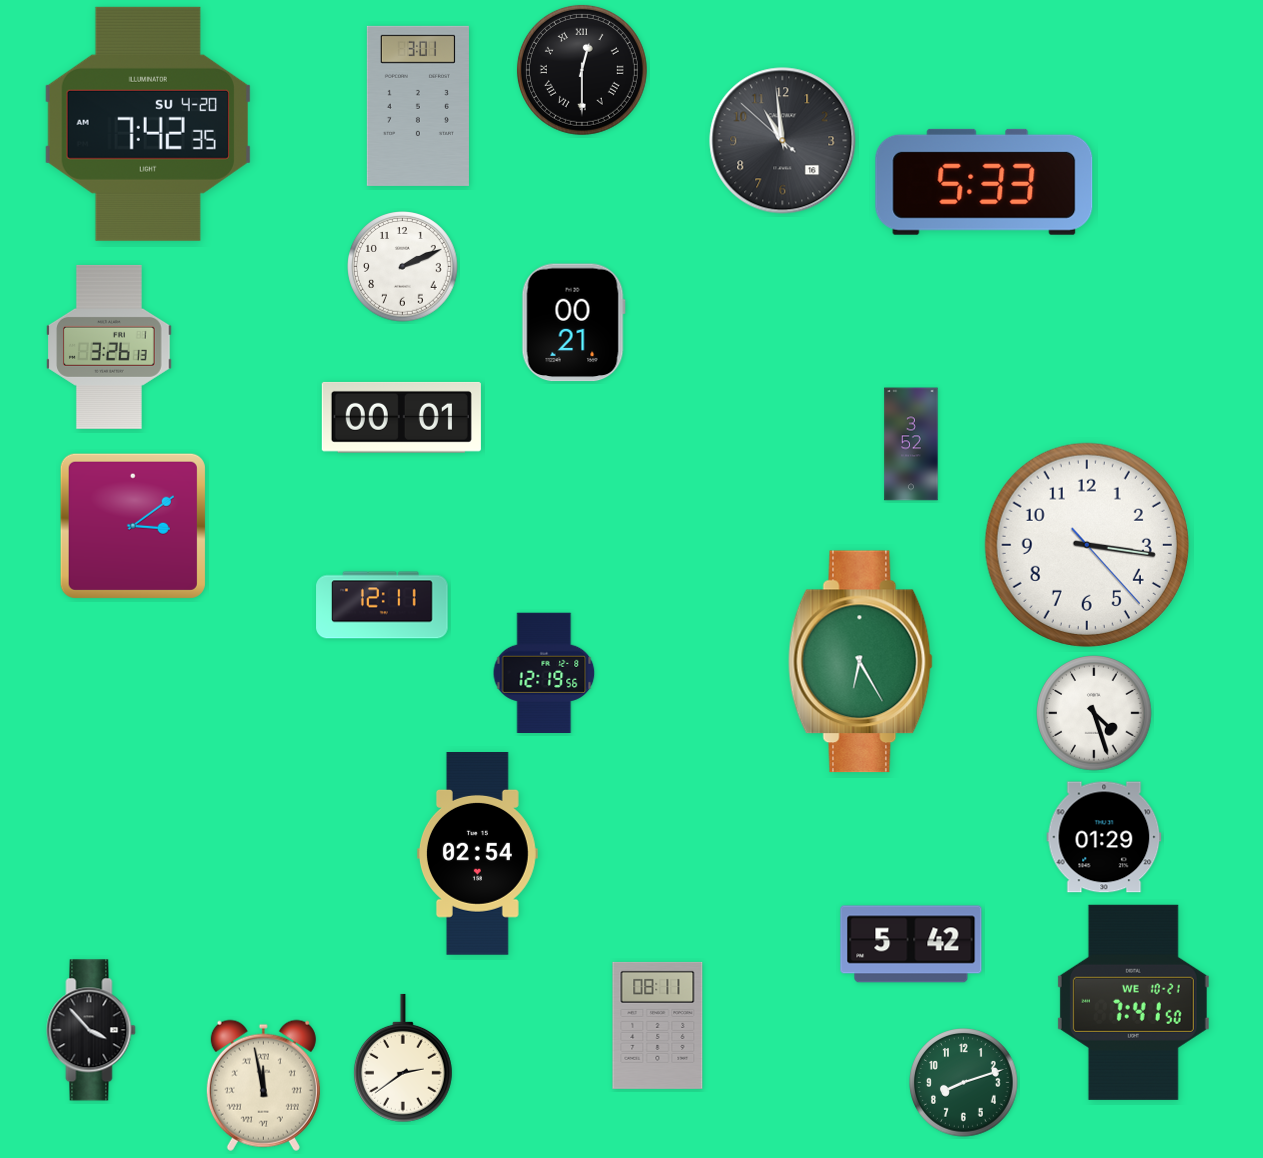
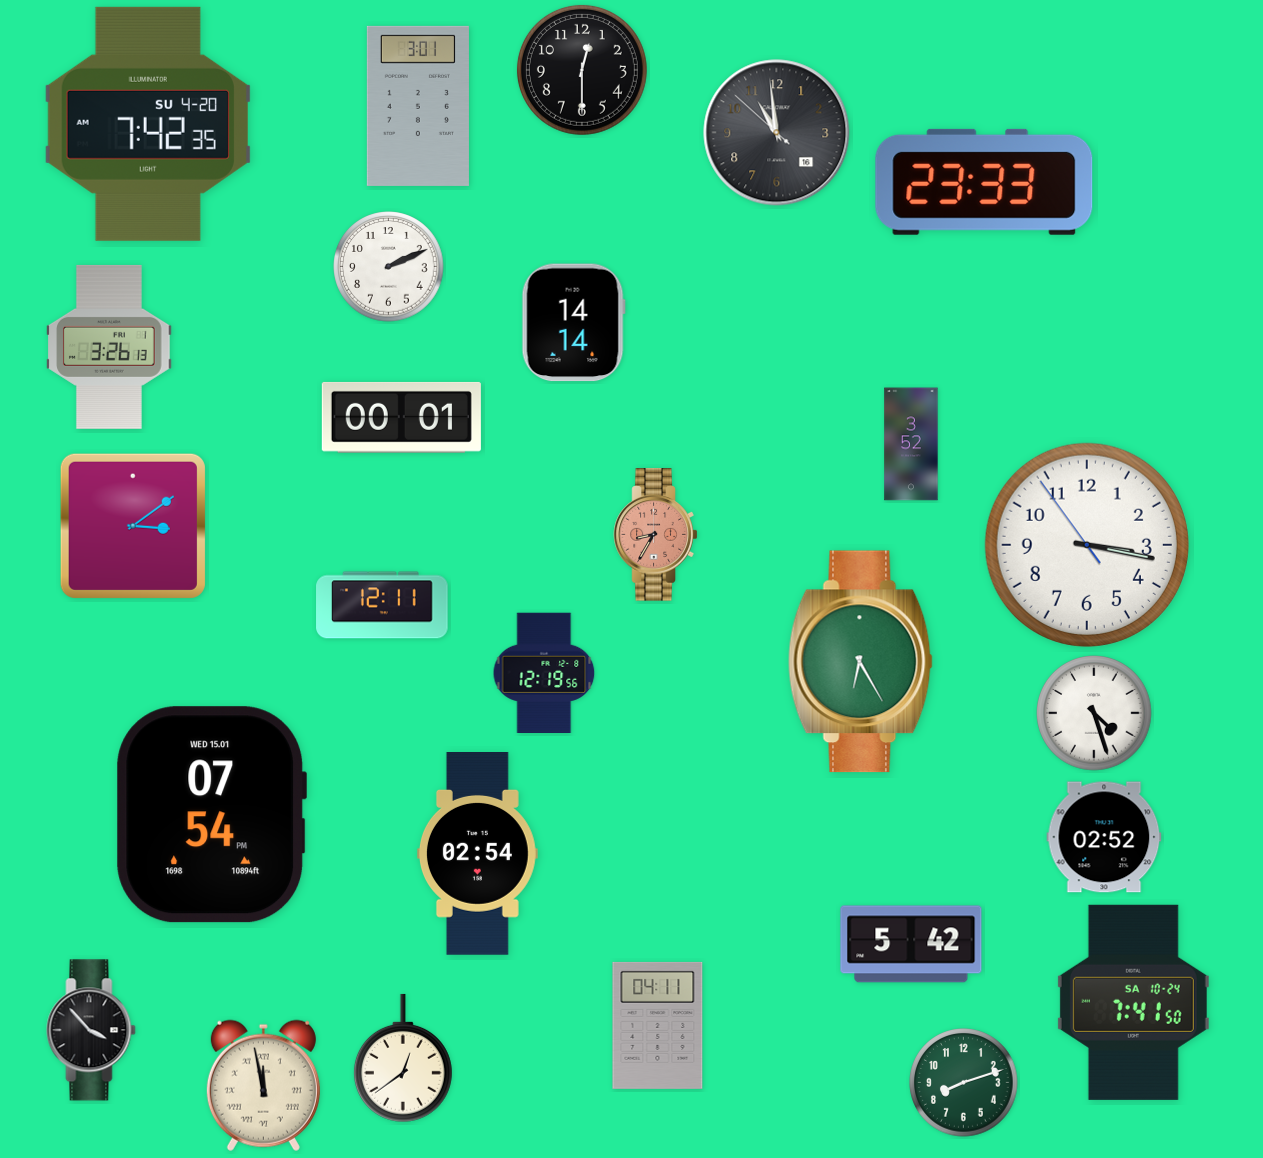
clock at (582, 70) numerals: Roman -> Arabic
clock at (783, 141) position: (783, 141) -> (777, 133)
clock at (984, 182): 5:33 -> 23:33
clock at (403, 267) position: (403, 267) -> (389, 267)
clock at (573, 323): 00:21 -> 14:14
clock at (656, 535): none -> 8:35
clock at (1087, 545): 3:16:23 -> 3:16:54
clock at (211, 815): none -> 07:54
clock at (1104, 837): 01:29 -> 02:52
clock at (1133, 1002) date: WE 10-21 -> SA 10-24
clock at (658, 1025): 08:11 -> 04:11
clock at (403, 1058): 2:39 -> 12:39
